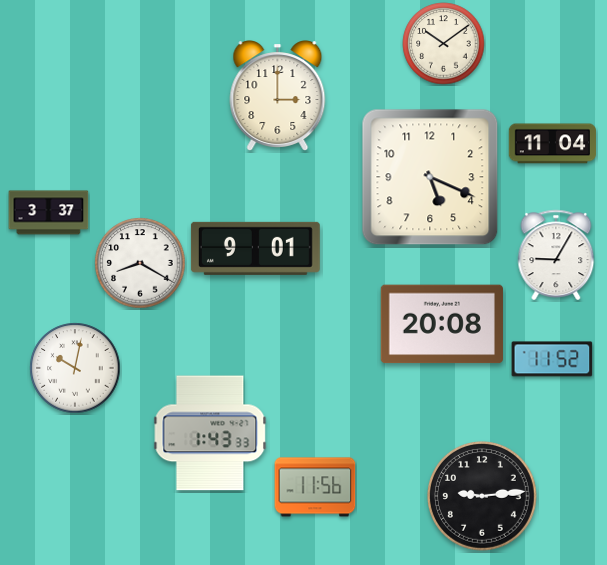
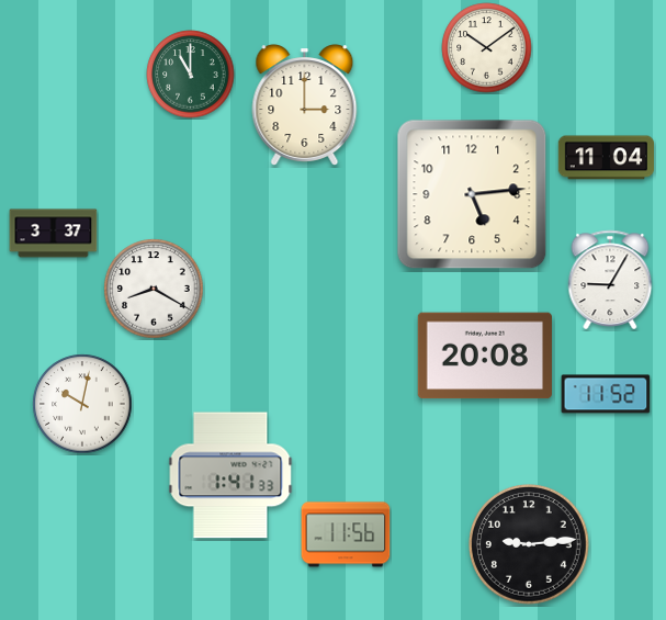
clock at (191, 75): none -> 11:00
clock at (430, 177): 5:19 -> 5:14
clock at (255, 248): 9:01 -> none
clock at (210, 433): 1:43 -> 1:41
